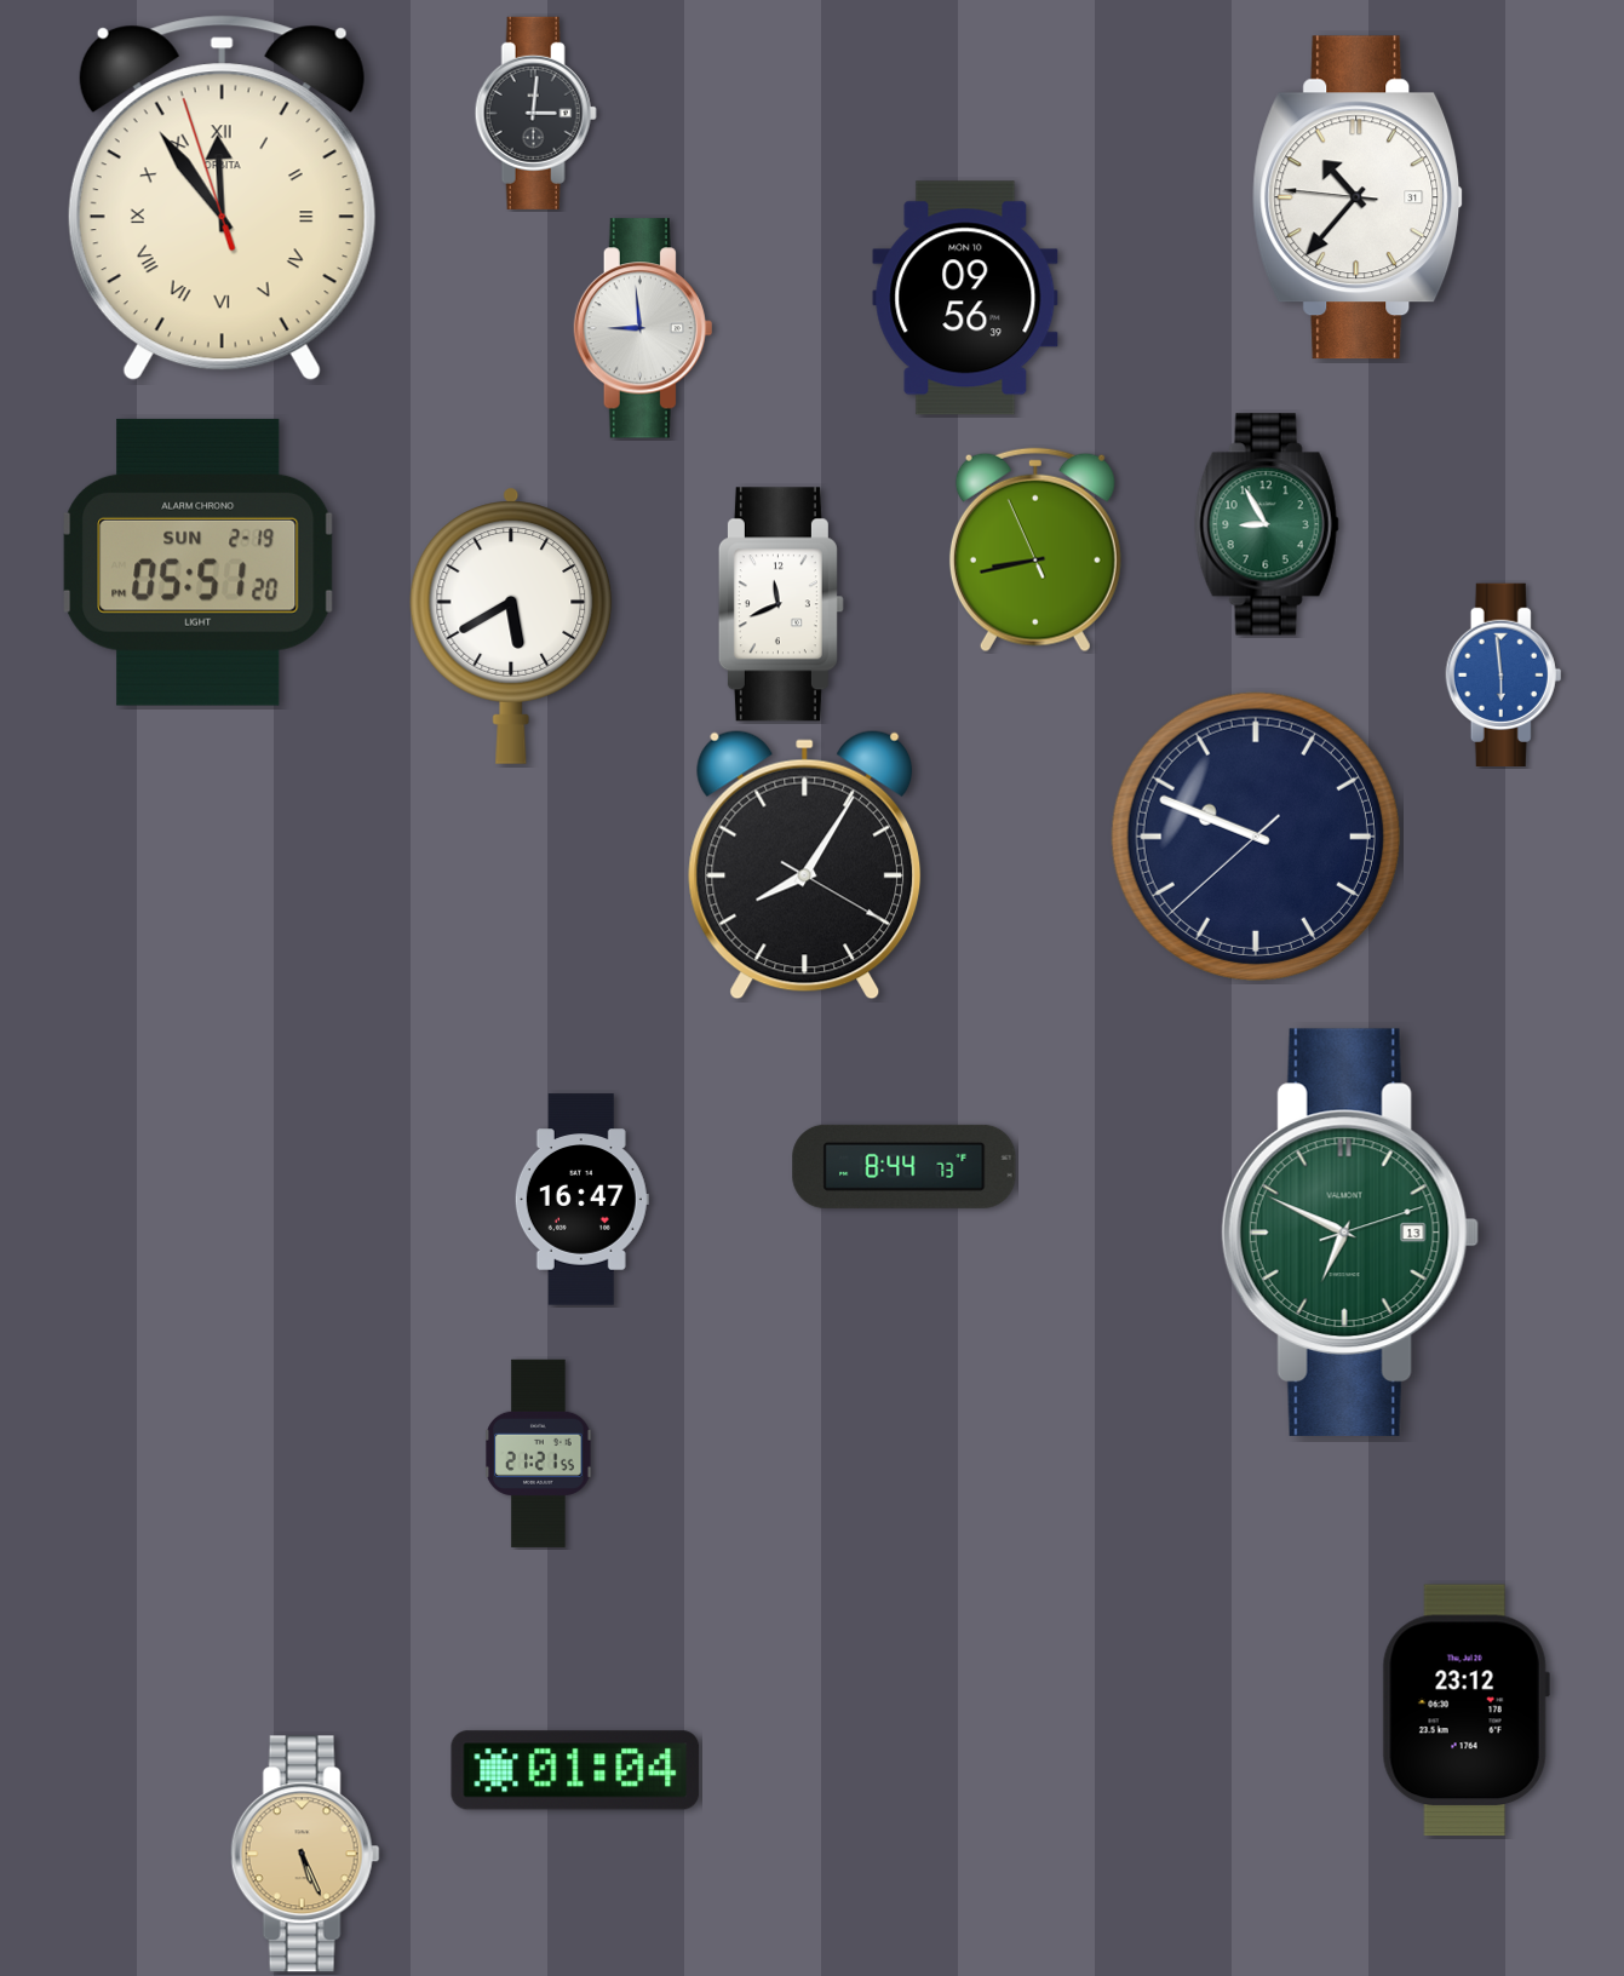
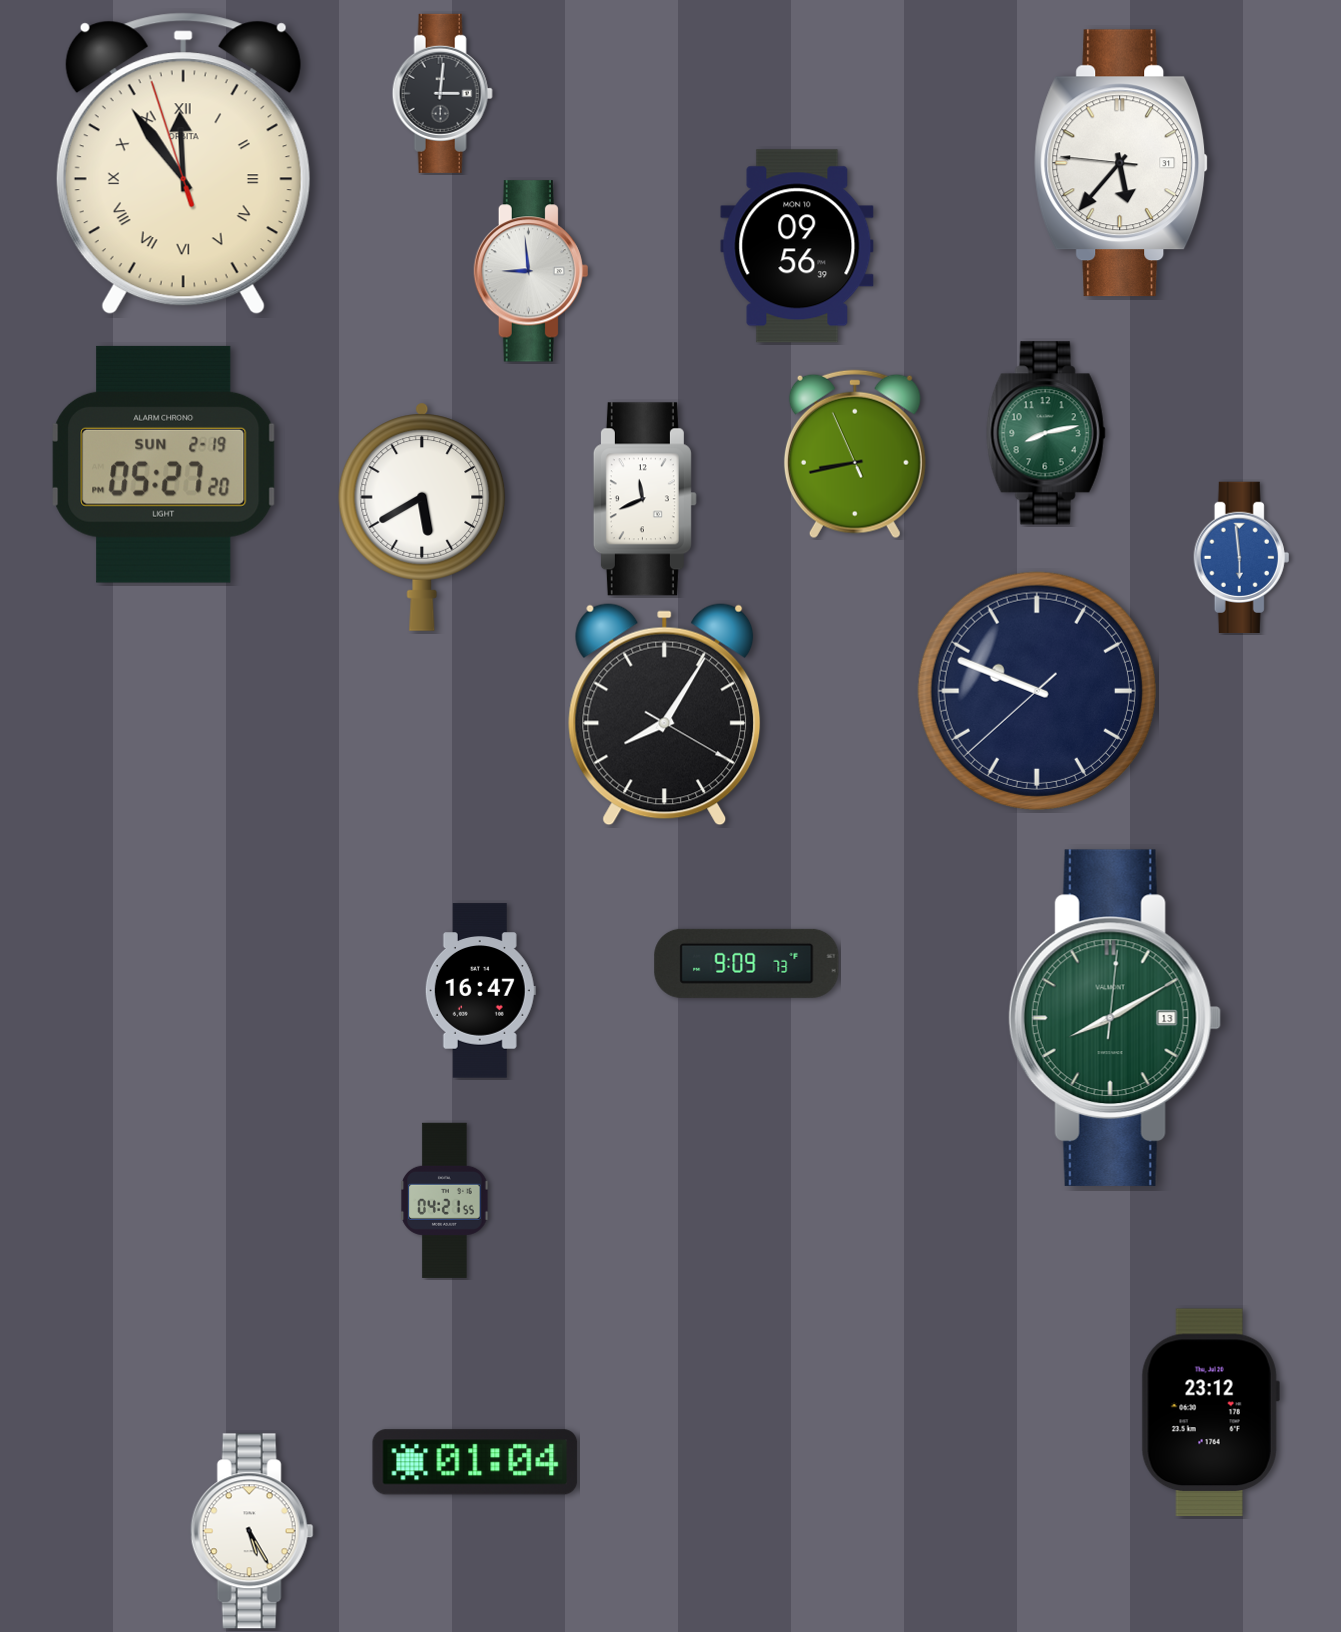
clock at (1358, 197): 10:36 -> 5:36
clock at (1267, 524): 8:55 -> 8:13
clock at (199, 562): 05:51 -> 05:27
clock at (905, 1166): 8:44 -> 9:09
clock at (1350, 1233): 6:49 -> 8:10
clock at (539, 1453): 21:21 -> 04:21
clock at (305, 1854): 5:26 -> 5:25
clock at (305, 1854) dial: champagne -> white
